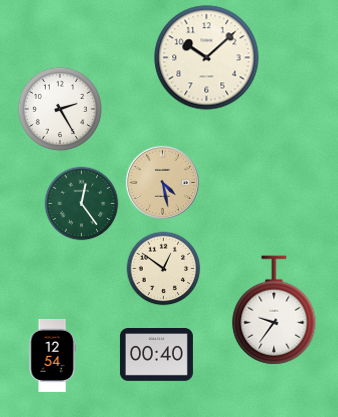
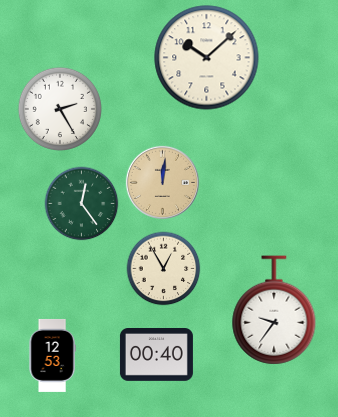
clock at (162, 182): 4:28 -> 12:01
clock at (164, 269): 12:51 -> 12:55
clock at (52, 355): 12:54 -> 12:53
